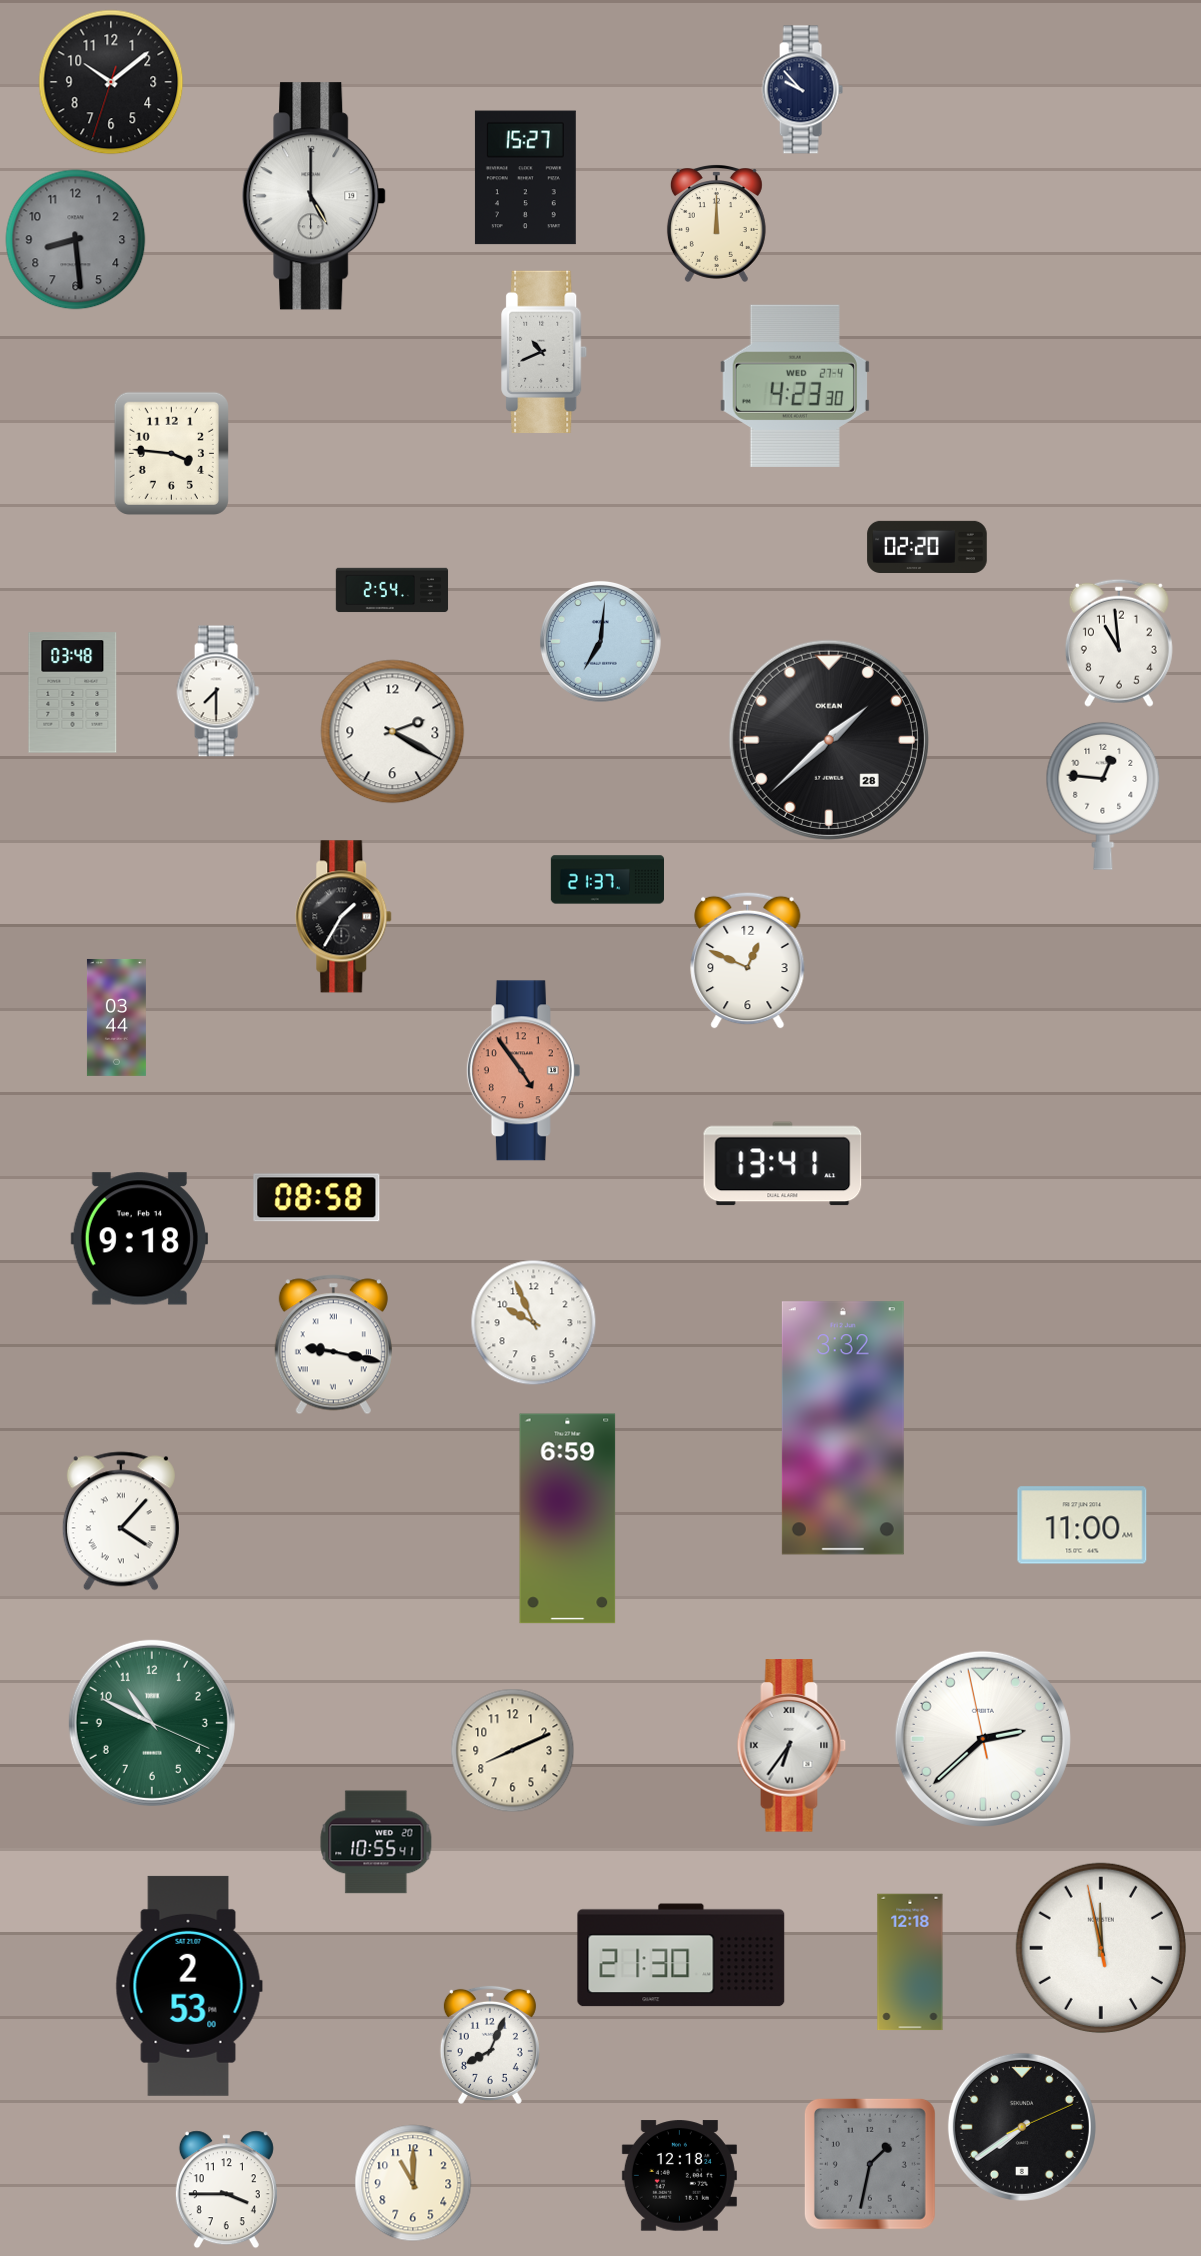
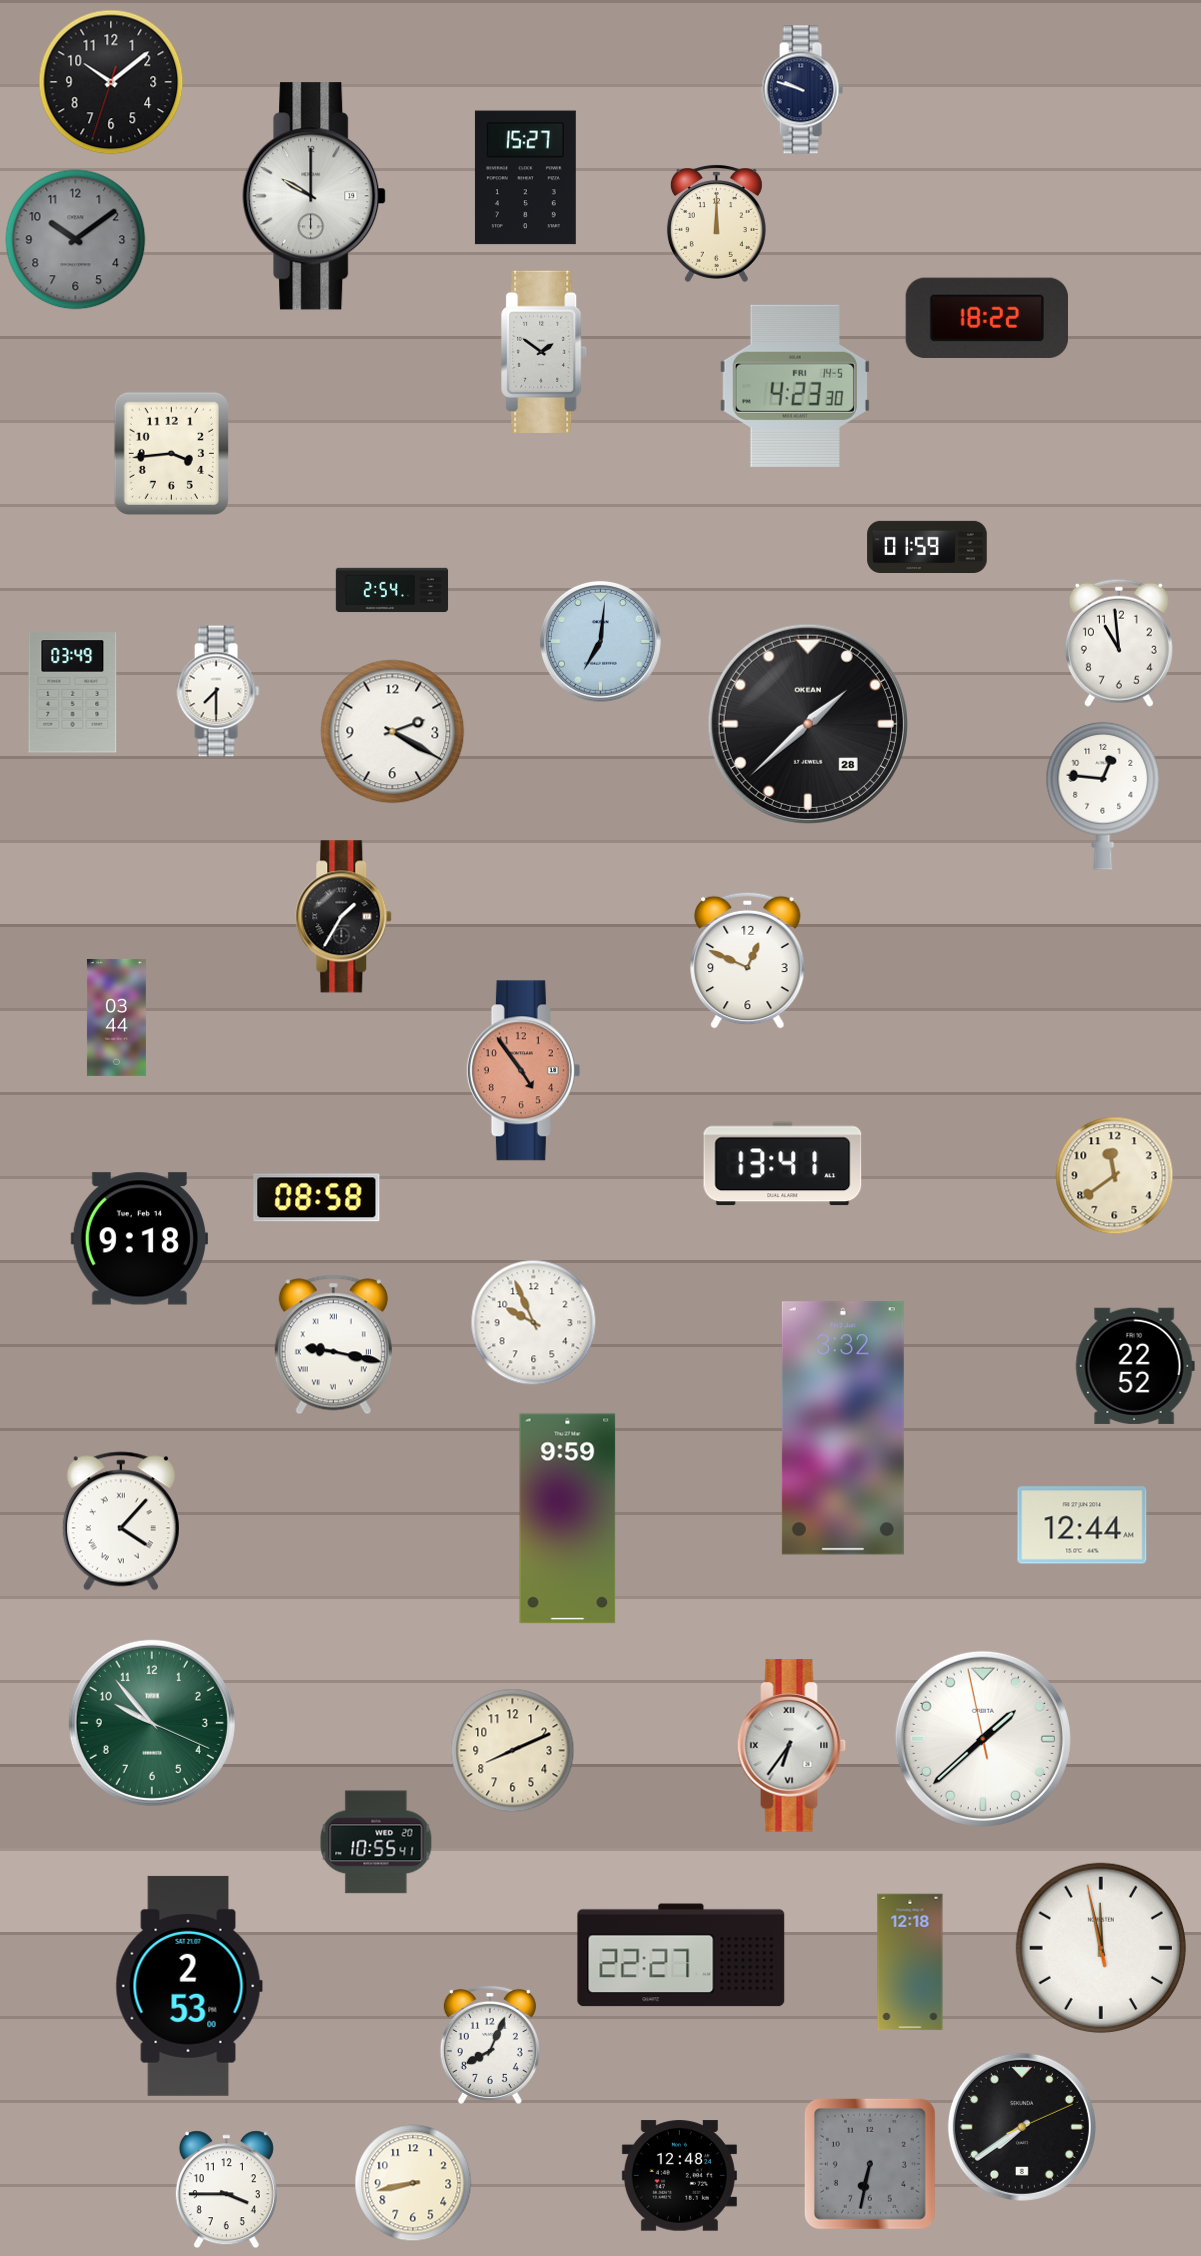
clock at (802, 90): 9:53 -> 9:48
clock at (314, 196): 5:00 -> 10:00
clock at (76, 240): 8:29 -> 10:09
clock at (987, 317): none -> 18:22
clock at (545, 351): 10:41 -> 1:51
clock at (795, 386) date: WED 27-4 -> FRI 14-5
clock at (171, 453): 3:46 -> 3:44
clock at (927, 546): 02:20 -> 01:59
clock at (73, 693): 03:48 -> 03:49
clock at (829, 740) position: (829, 740) -> (808, 724)
clock at (607, 880): 21:37 -> none
clock at (1115, 1176): none -> 11:39
clock at (1135, 1366): none -> 22:52
clock at (568, 1519): 6:59 -> 9:59
clock at (1082, 1525): 11:00 -> 12:44
clock at (152, 1723): 10:49 -> 9:53
clock at (983, 1739): 2:37 -> 1:37
clock at (681, 1955): 21:30 -> 22:27
clock at (870, 2164): 1:32 -> 6:32
clock at (679, 2176): 12:18 -> 12:48
clock at (413, 2183): 11:00 -> 8:43
